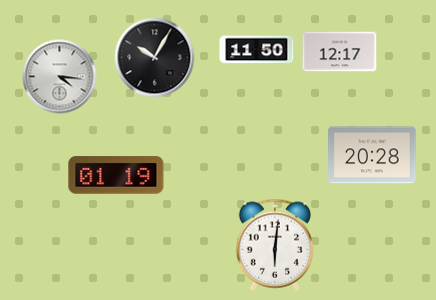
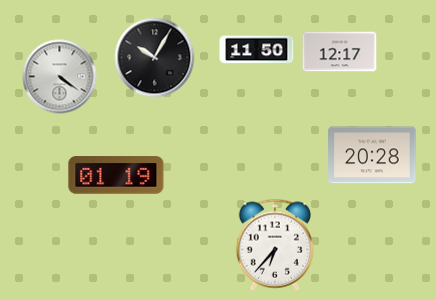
clock at (60, 77): 4:16 -> 4:21
clock at (275, 245): 6:01 -> 6:37
